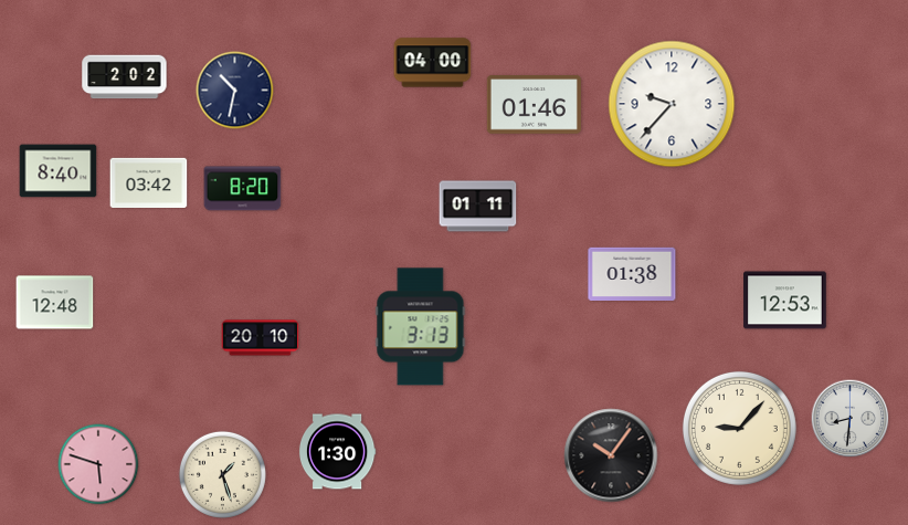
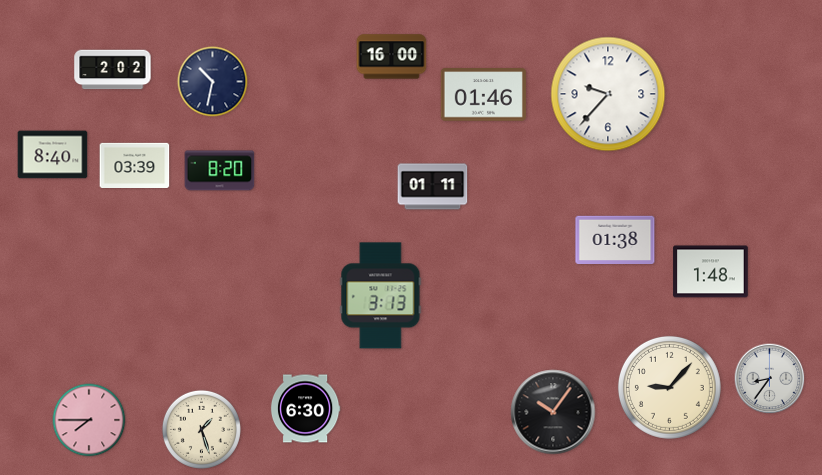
clock at (433, 63): 04:00 -> 16:00
clock at (149, 182): 03:42 -> 03:39
clock at (632, 274) position: (632, 274) -> (615, 240)
clock at (785, 301): 12:53 -> 1:48
clock at (55, 303): 12:48 -> none
clock at (261, 338): 20:10 -> none
clock at (851, 419): 8:31 -> 8:36
clock at (337, 452): 1:30 -> 6:30
clock at (98, 464): 5:48 -> 7:45
